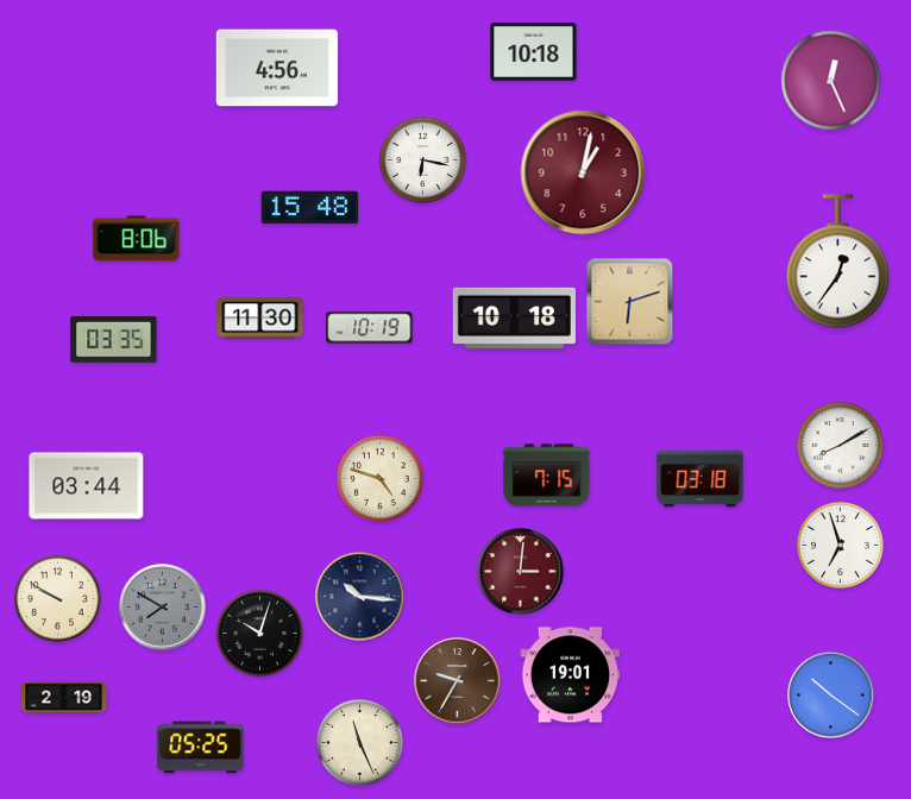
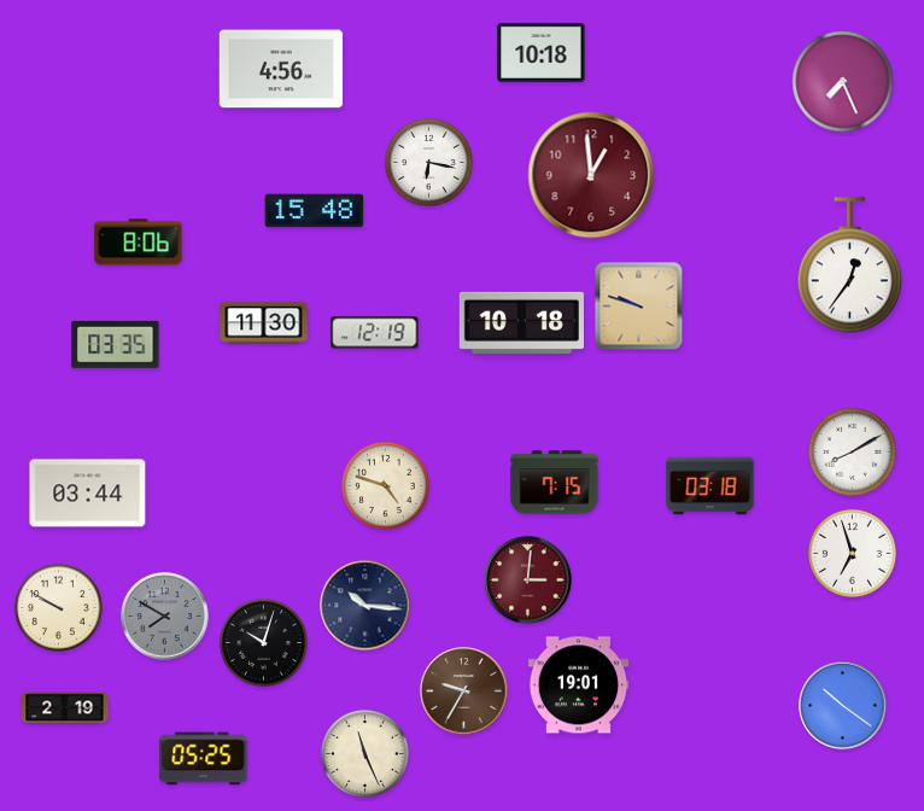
clock at (831, 81): 12:26 -> 7:26
clock at (583, 172): 1:02 -> 12:59
clock at (630, 302): 6:12 -> 9:48
clock at (370, 328): 10:19 -> 12:19
